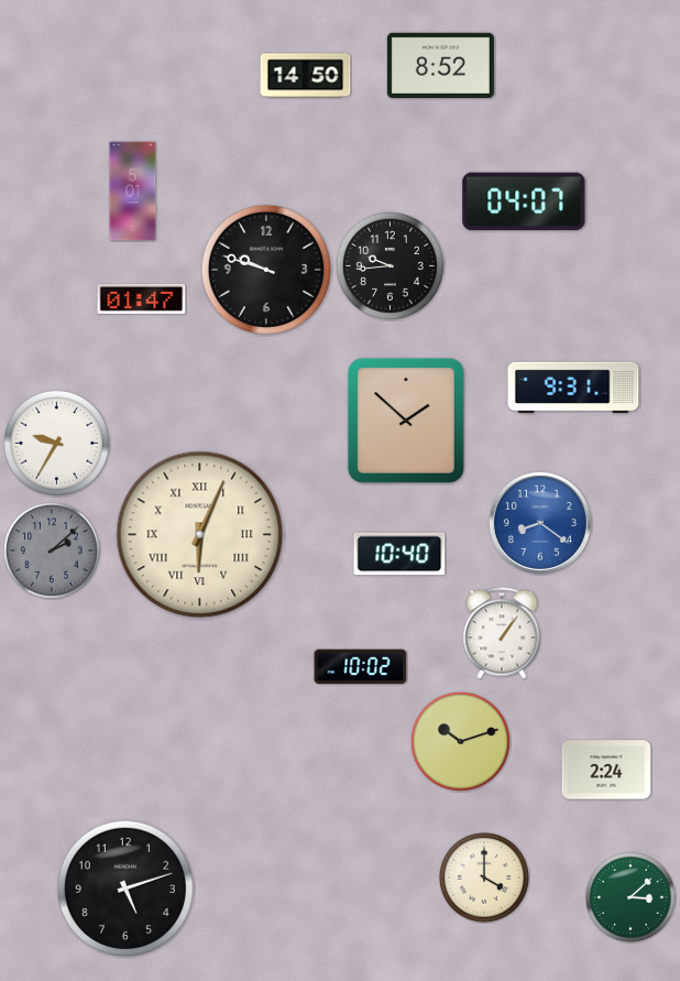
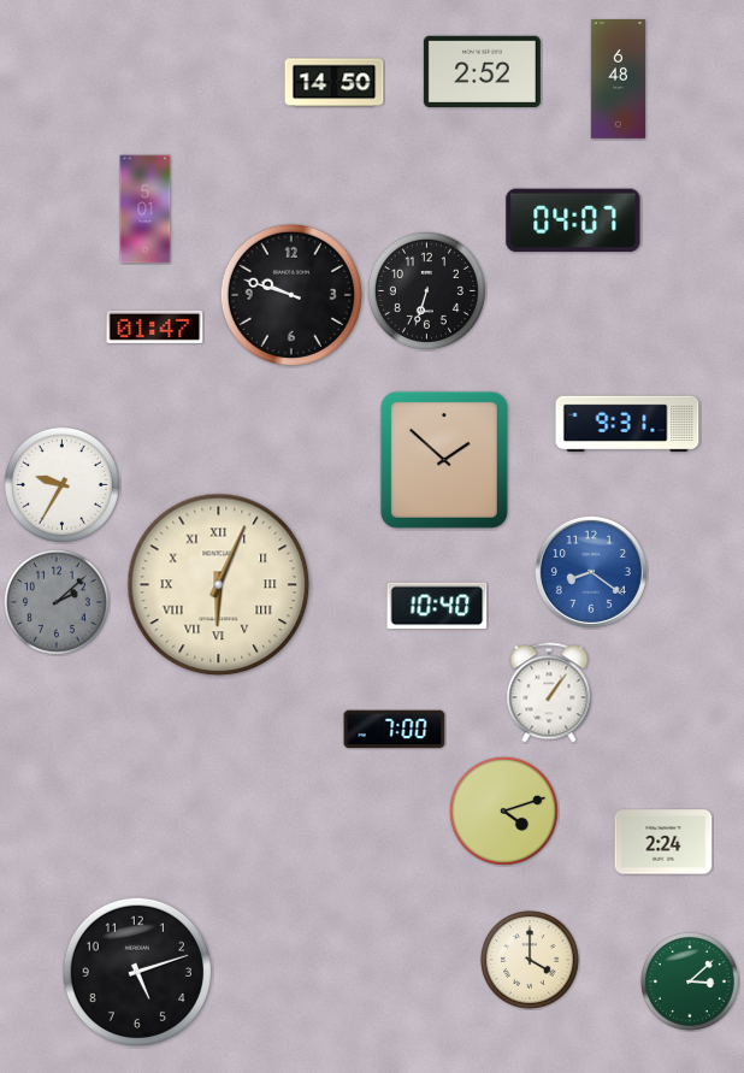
clock at (440, 65): 8:52 -> 2:52
clock at (618, 79): none -> 6:48
clock at (390, 265): 9:44 -> 6:33
clock at (361, 667): 10:02 -> 7:00
clock at (460, 741): 10:12 -> 4:12
